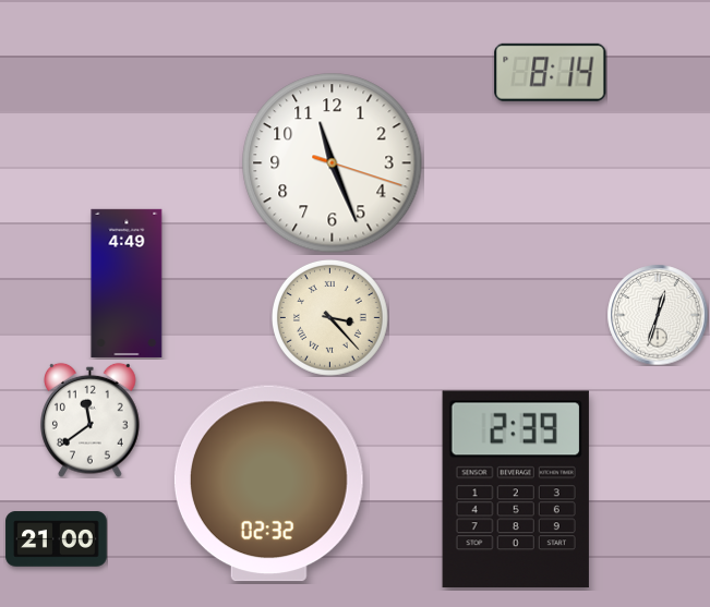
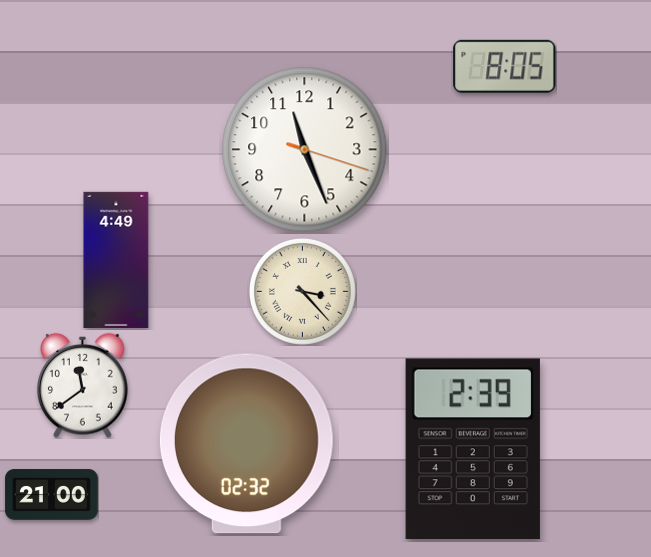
clock at (551, 72): 8:14 -> 8:05
clock at (658, 315): 12:33 -> none
